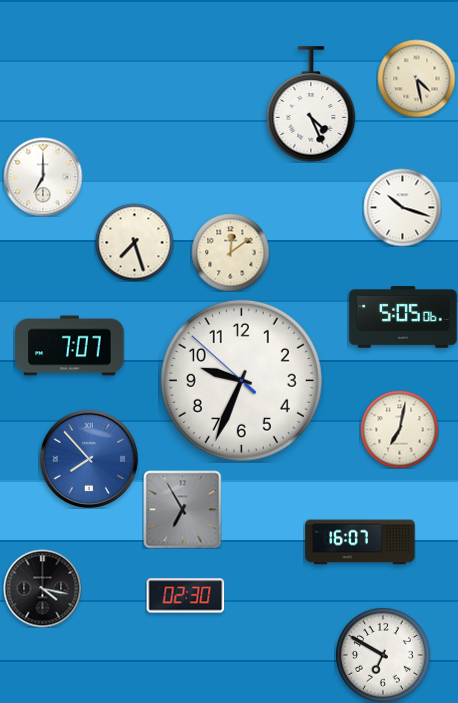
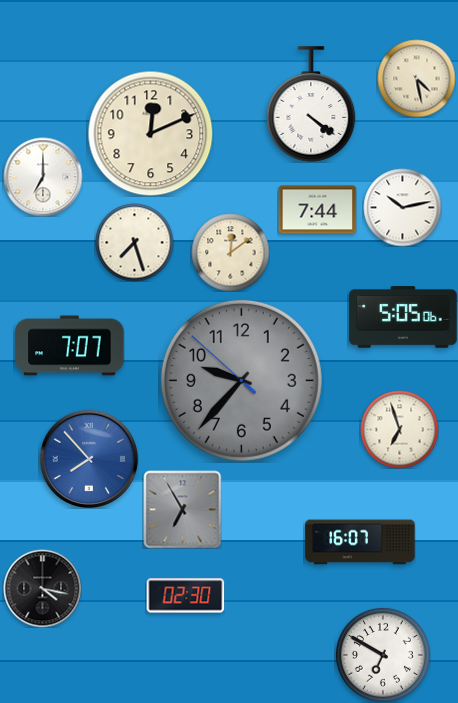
clock at (311, 104): 4:26 -> 4:21
clock at (150, 133): none -> 12:11
clock at (402, 207): 10:18 -> 10:13
clock at (317, 210): none -> 7:44
clock at (241, 380): 9:33 -> 9:36
clock at (241, 380) dial: white -> grey
clock at (399, 429): 7:02 -> 6:57
